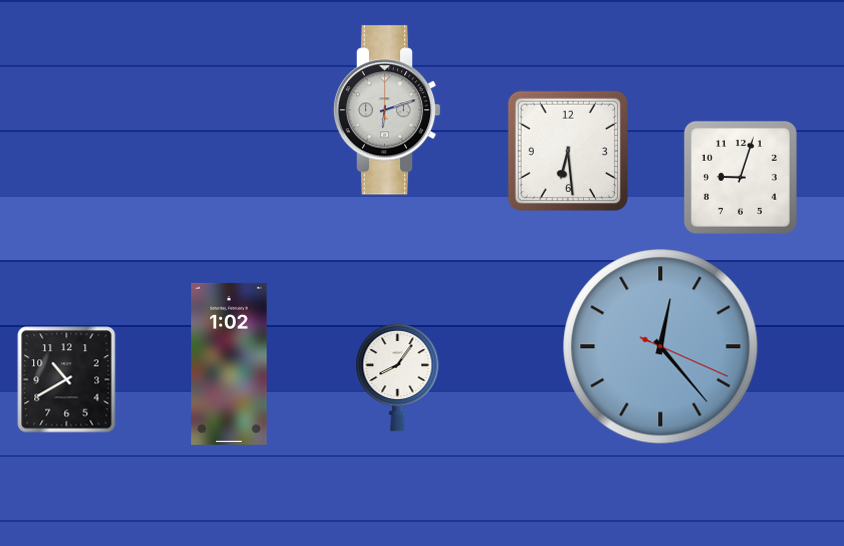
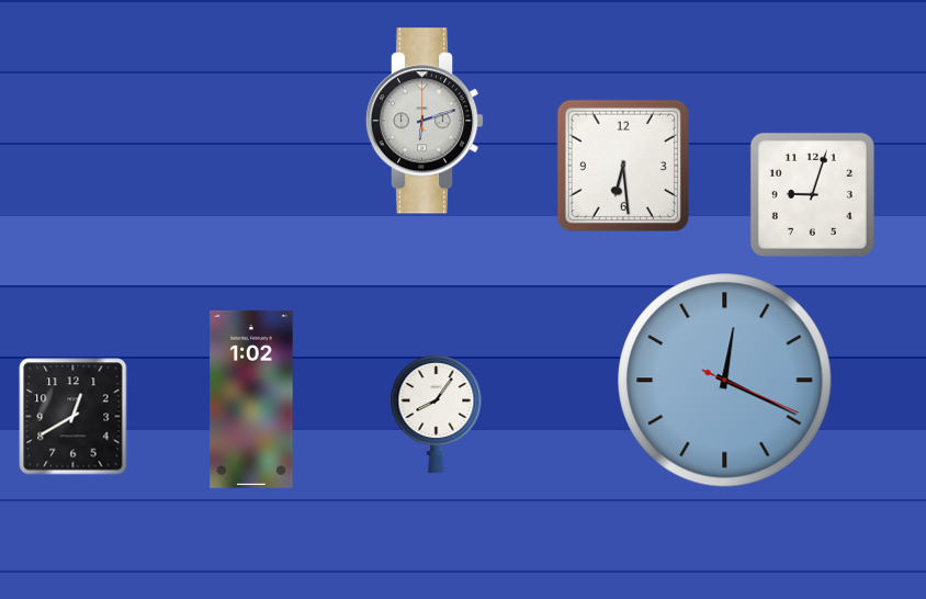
clock at (661, 347): 12:23 -> 12:19
clock at (67, 380): 10:40 -> 12:40
